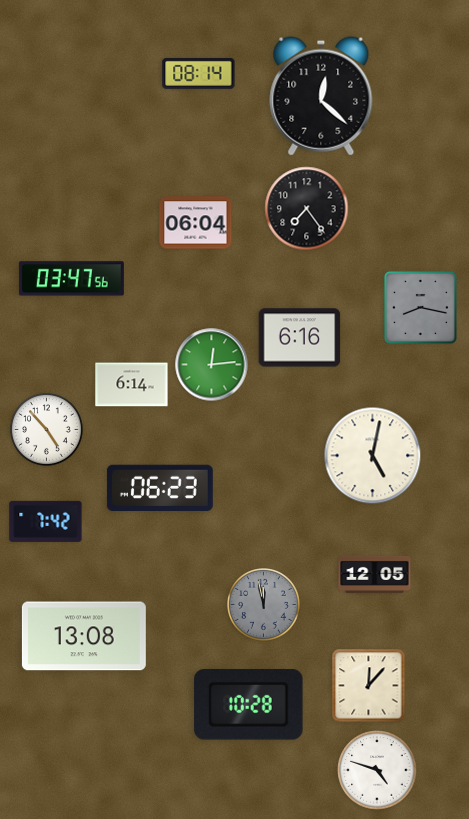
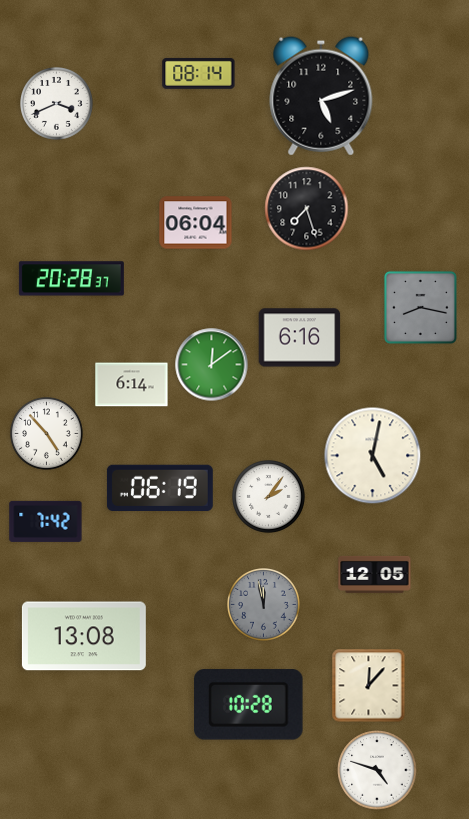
clock at (321, 96): 12:22 -> 5:12
clock at (57, 104): none -> 3:41
clock at (307, 209): 7:24 -> 7:27
clock at (71, 279): 03:47 -> 20:28
clock at (212, 365): 12:14 -> 12:09
clock at (47, 430) position: (47, 430) -> (47, 434)
clock at (160, 487): 06:23 -> 06:19
clock at (269, 497): none -> 2:06
